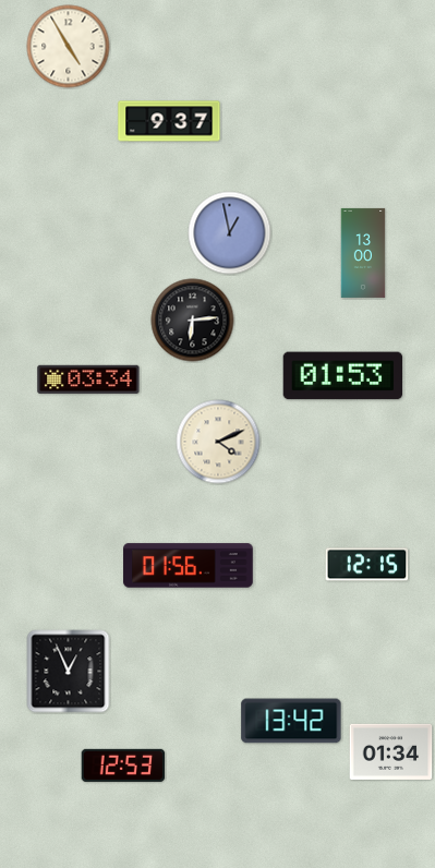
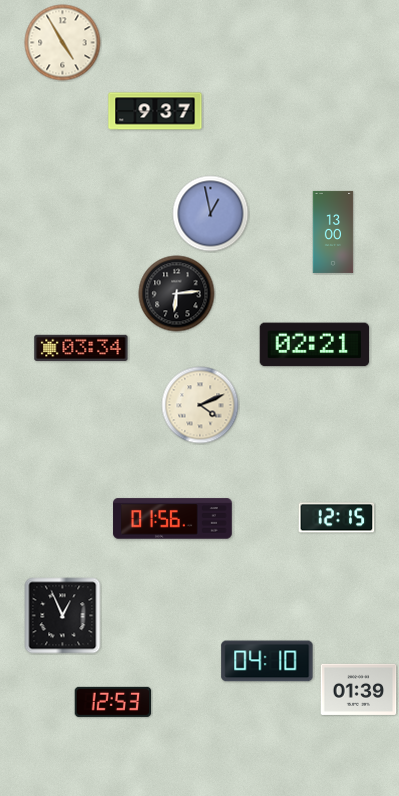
clock at (343, 376): 01:53 -> 02:21
clock at (291, 721): 13:42 -> 04:10
clock at (391, 751): 01:34 -> 01:39
